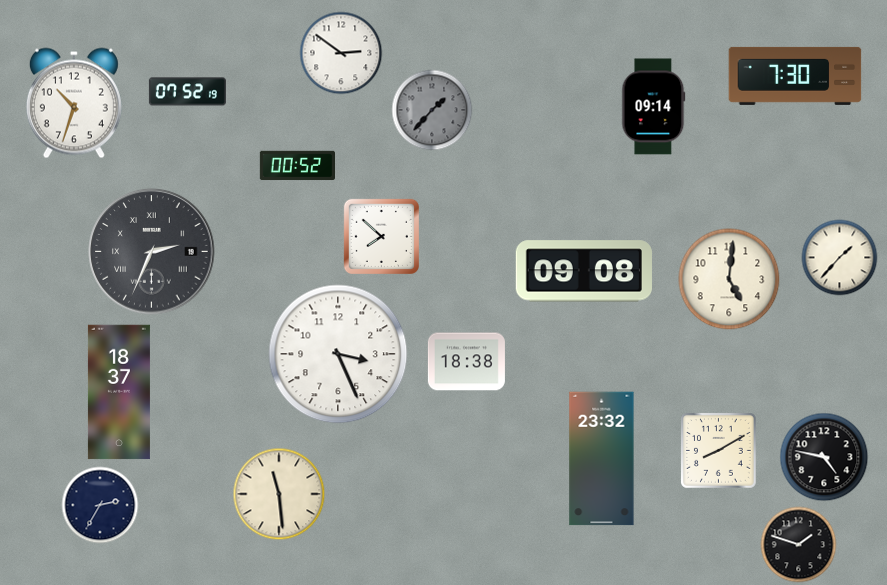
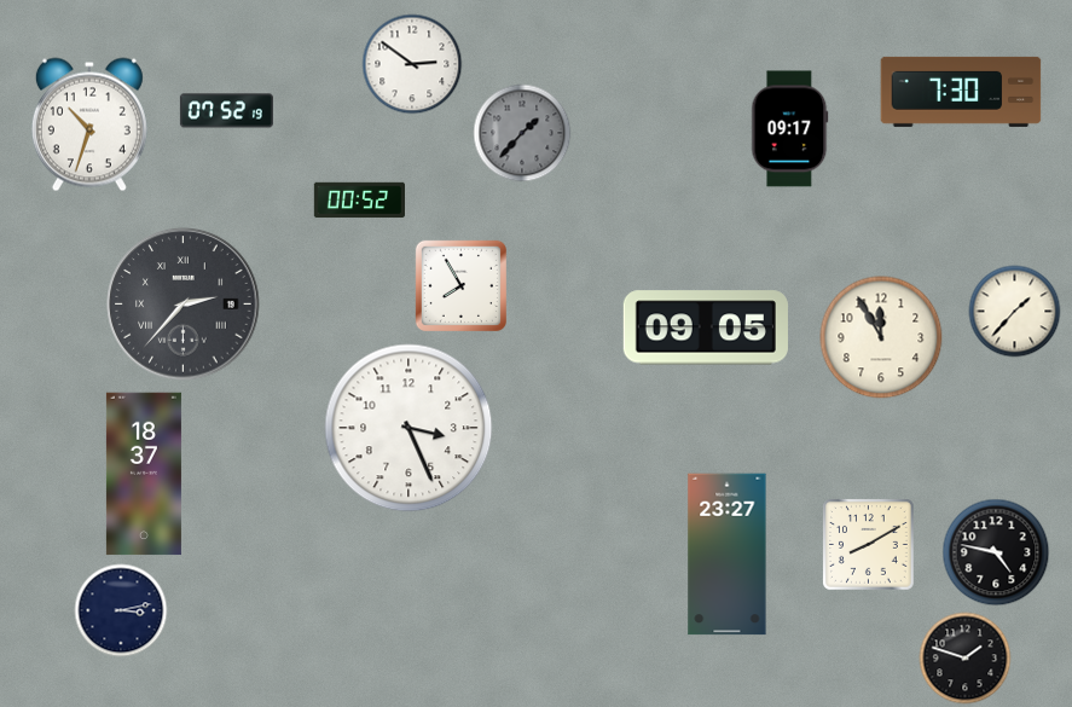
clock at (654, 107): 09:14 -> 09:17
clock at (381, 236): 7:52 -> 7:55
clock at (152, 252): 2:34 -> 2:37
clock at (584, 271): 09:08 -> 09:05
clock at (729, 279): 5:01 -> 11:55
clock at (466, 362): 18:38 -> none
clock at (602, 459): 23:32 -> 23:27
clock at (279, 494): 11:29 -> none
clock at (100, 505): 2:35 -> 3:13
